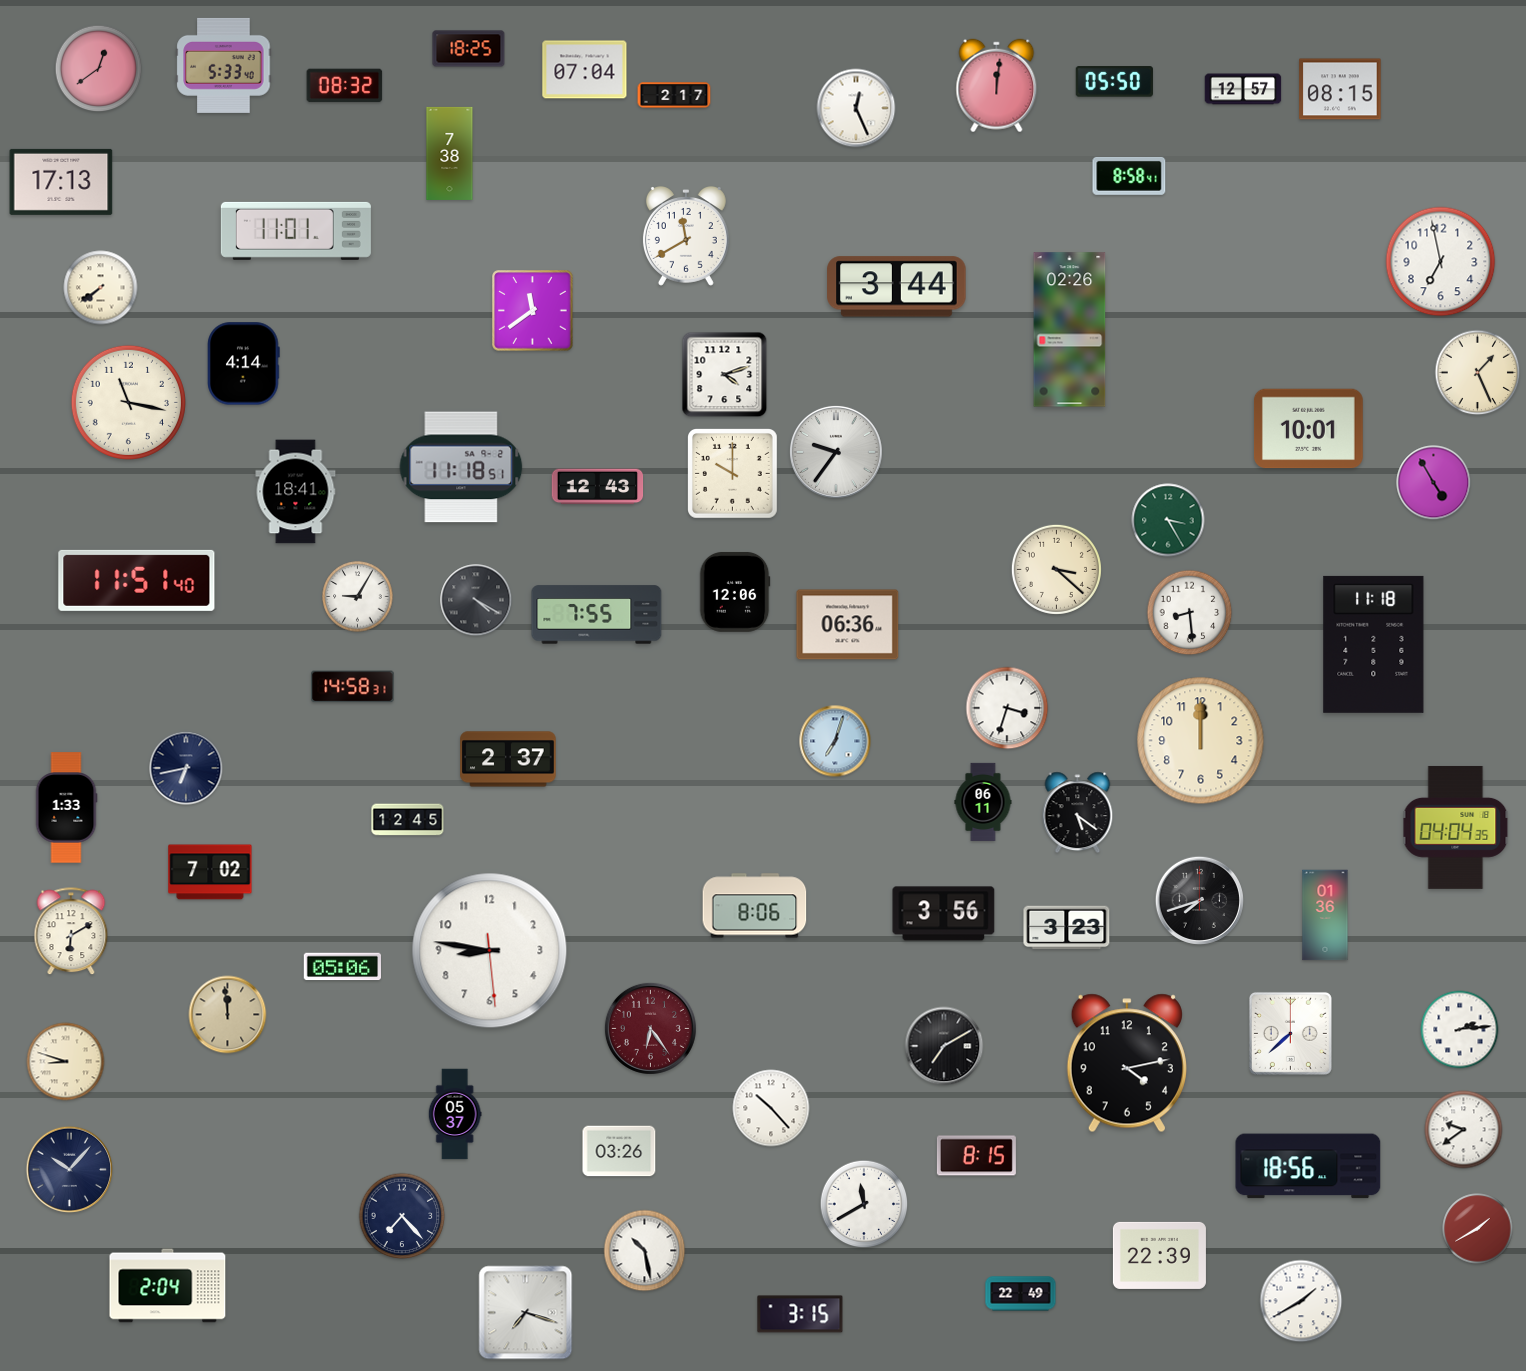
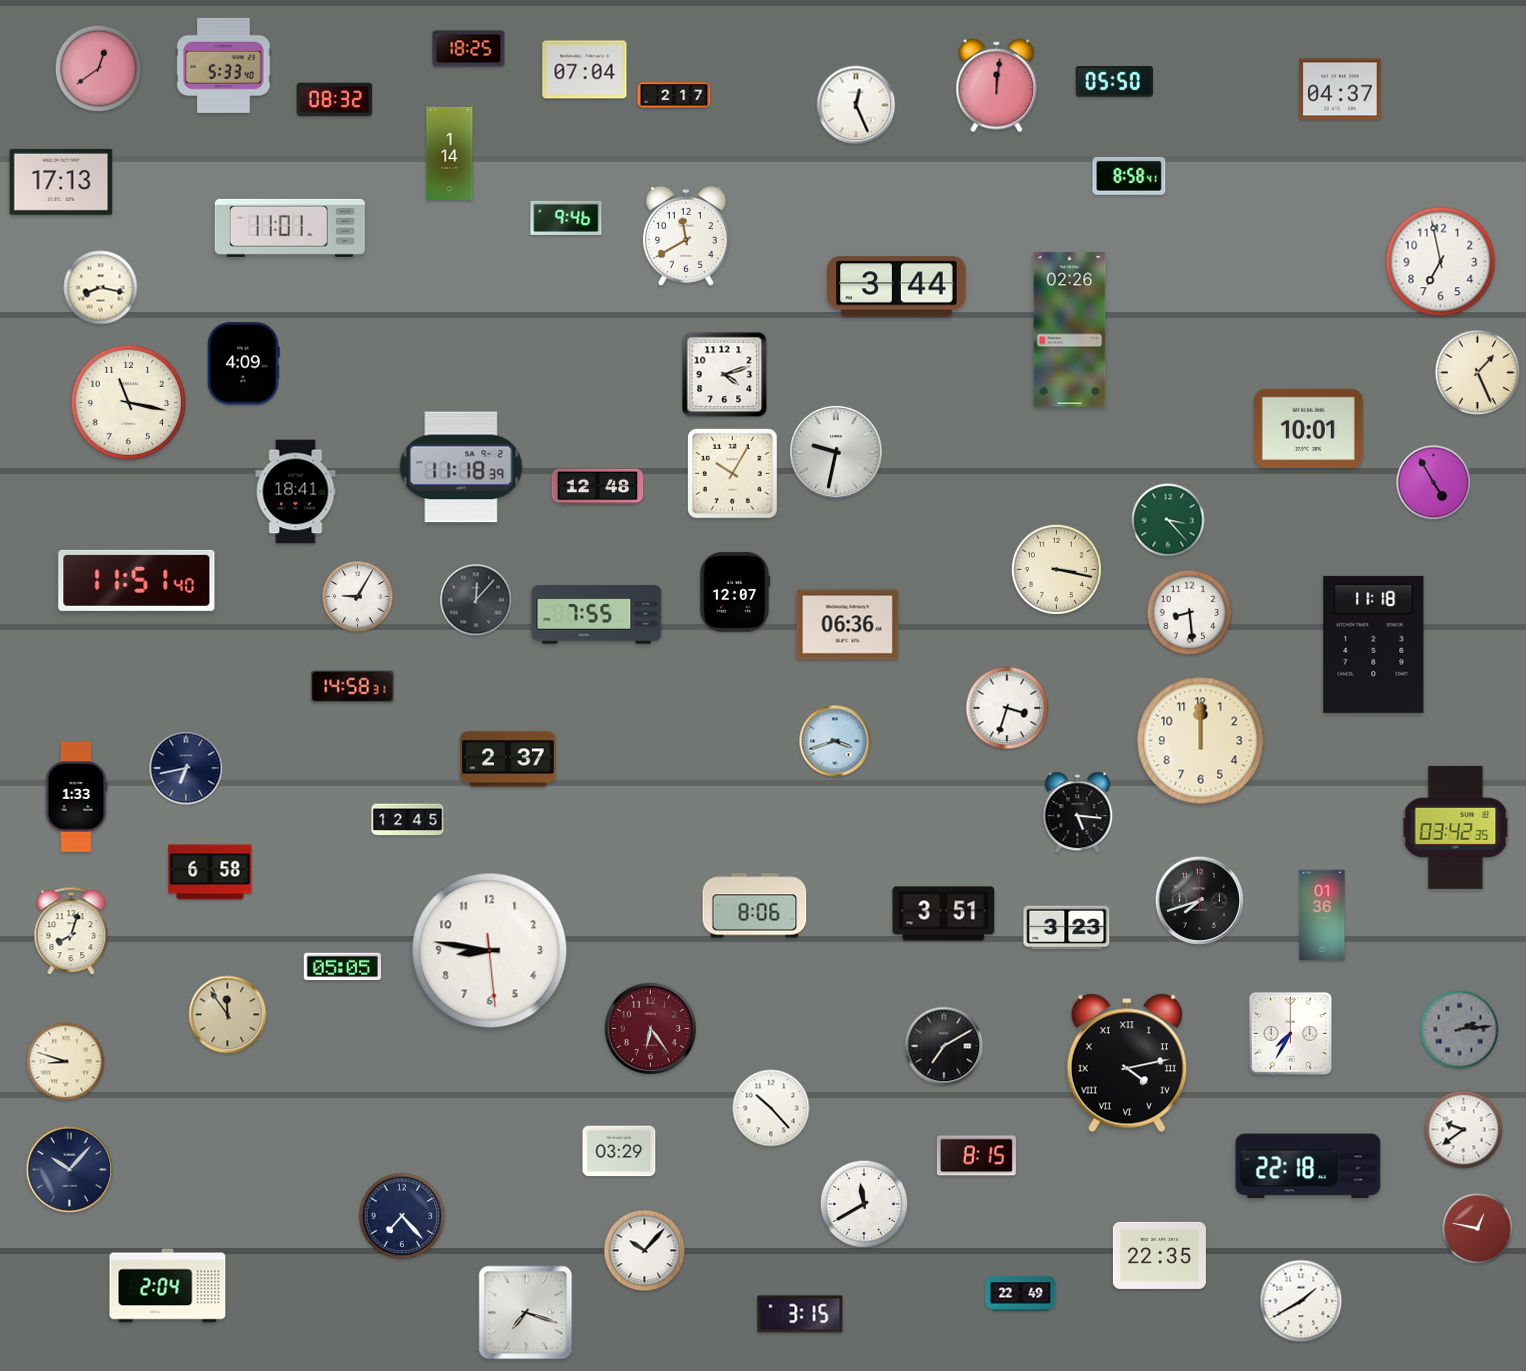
clock at (345, 86) position: (345, 86) -> (335, 100)
clock at (1243, 89): 12:57 -> none
clock at (1340, 89): 08:15 -> 04:37
clock at (856, 108) position: (856, 108) -> (856, 105)
clock at (450, 153): 7:38 -> 1:14
clock at (566, 218): none -> 9:46
clock at (296, 231) position: (296, 231) -> (290, 228)
clock at (101, 288): 7:39 -> 8:17
clock at (533, 311): 11:39 -> none
clock at (244, 364): 4:14 -> 4:09
clock at (836, 452): 9:36 -> 9:32
clock at (461, 467): 11:18:51 -> 11:18:39
clock at (733, 474): 10:00 -> 10:05
clock at (598, 487): 12:43 -> 12:48
clock at (1168, 520): 3:25 -> 3:23
clock at (1056, 569): 3:22 -> 3:17
clock at (735, 592): 12:06 -> 12:07
clock at (476, 600): 4:20 -> 12:07
clock at (835, 741): 7:03 -> 3:42
clock at (983, 802): 06:11 -> none
clock at (66, 808) position: (66, 808) -> (76, 797)
clock at (1078, 813): 5:21 -> 5:16
clock at (1456, 827): 04:04 -> 03:42
clock at (210, 872): 7:02 -> 6:58
clock at (944, 914): 3:56 -> 3:51
clock at (1325, 915) position: (1325, 915) -> (1322, 915)
clock at (71, 932): 6:10 -> 8:03
clock at (342, 967): 05:06 -> 05:05
clock at (228, 1015): 11:59 -> 11:54
clock at (1460, 1030) dial: white -> grey
clock at (1290, 1033): 7:38 -> 7:35
clock at (1127, 1063) numerals: Arabic -> Roman
clock at (455, 1114): 05:37 -> none
clock at (619, 1151): 03:26 -> 03:29
clock at (1308, 1166): 18:56 -> 22:18
clock at (1478, 1229): 1:40 -> 12:47
clock at (645, 1251): 10:28 -> 10:07
clock at (1159, 1255): 22:39 -> 22:35
